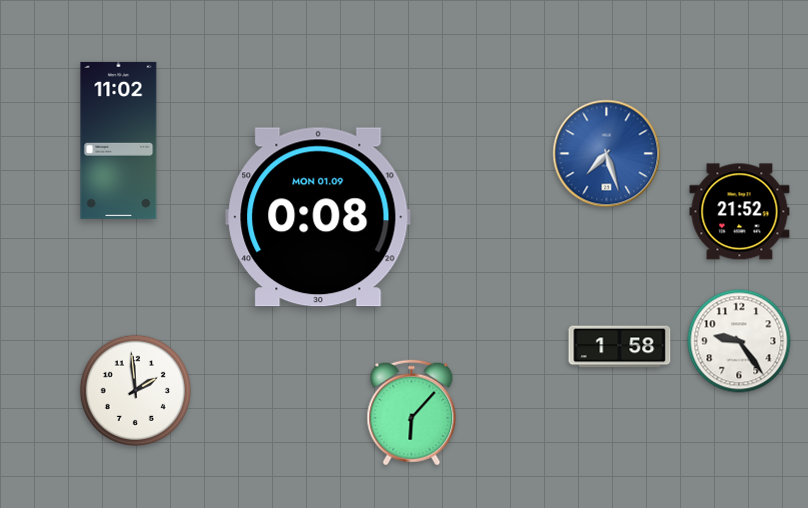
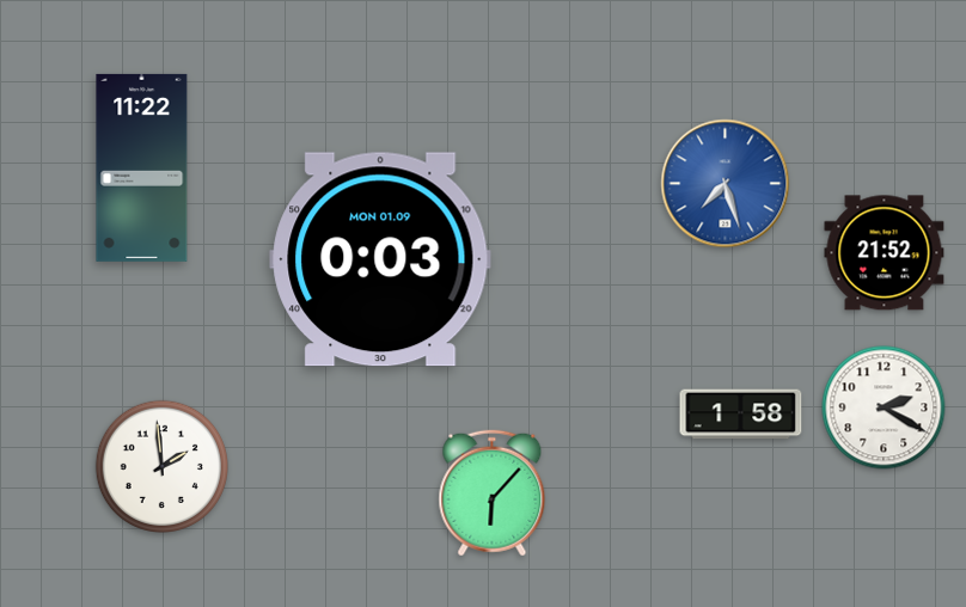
clock at (119, 140): 11:02 -> 11:22
clock at (318, 217): 0:08 -> 0:03
clock at (739, 341): 9:24 -> 2:20
